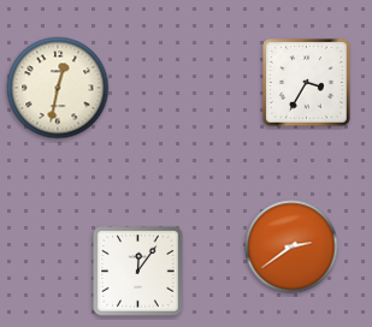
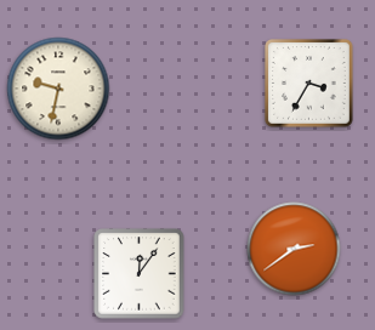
clock at (58, 88): 12:32 -> 9:32
